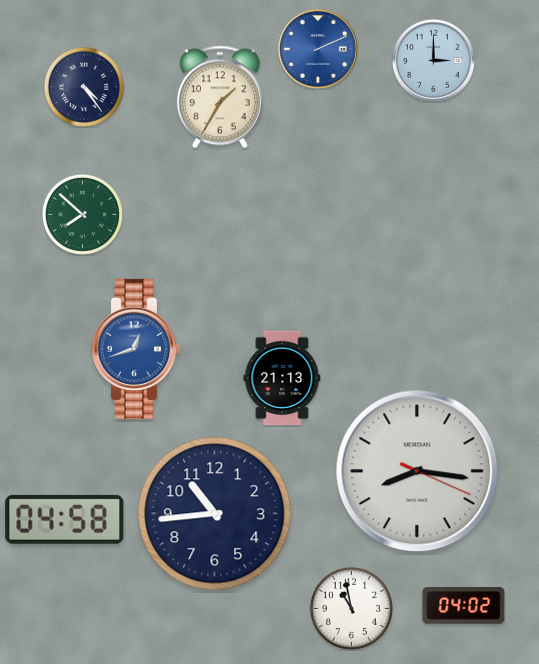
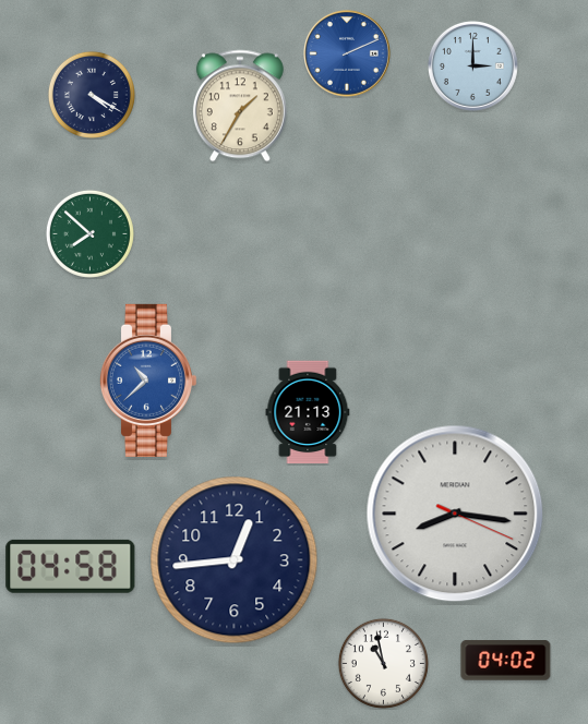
clock at (84, 87): 4:24 -> 4:20
clock at (135, 349): 12:42 -> 10:38
clock at (215, 514): 10:44 -> 12:44
